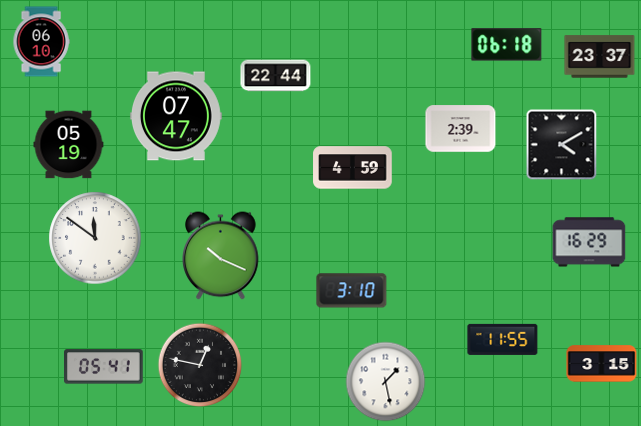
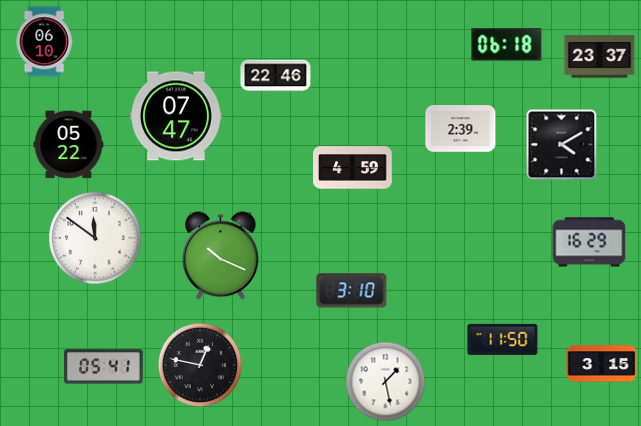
clock at (41, 42) position: (41, 42) -> (44, 42)
clock at (276, 76): 22:44 -> 22:46
clock at (69, 145): 05:19 -> 05:22
clock at (503, 339): 11:55 -> 11:50
